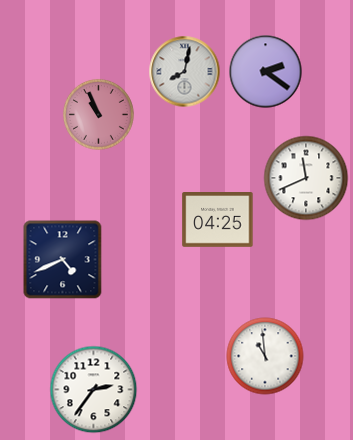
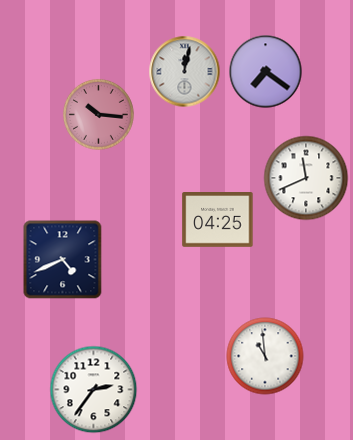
clock at (185, 72): 8:02 -> 12:02
clock at (266, 72): 2:21 -> 7:21
clock at (98, 114): 10:56 -> 10:16
